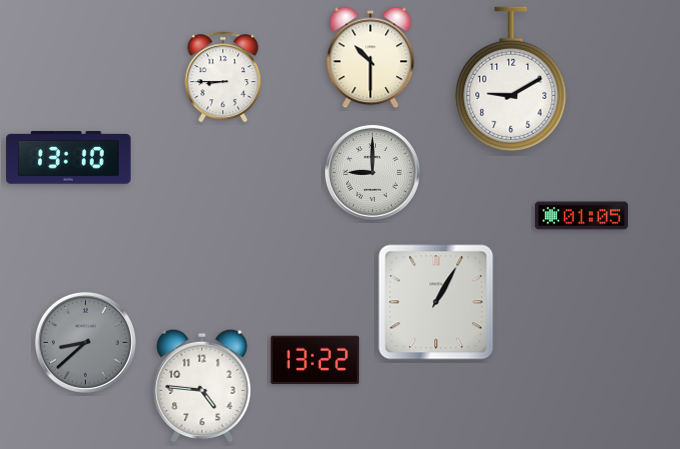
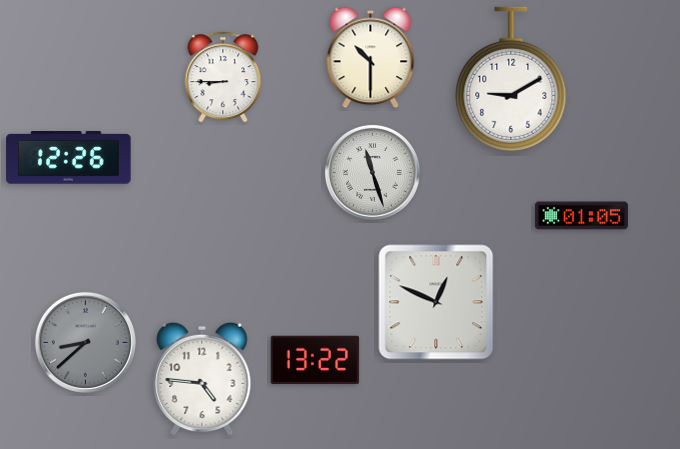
clock at (69, 158): 13:10 -> 12:26
clock at (372, 172): 9:00 -> 11:27
clock at (436, 302): 1:05 -> 12:49
clock at (202, 386) position: (202, 386) -> (202, 379)
